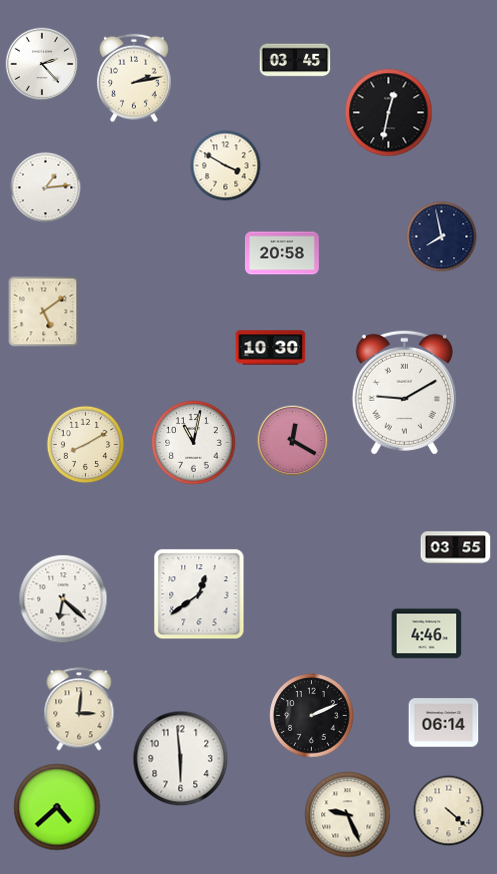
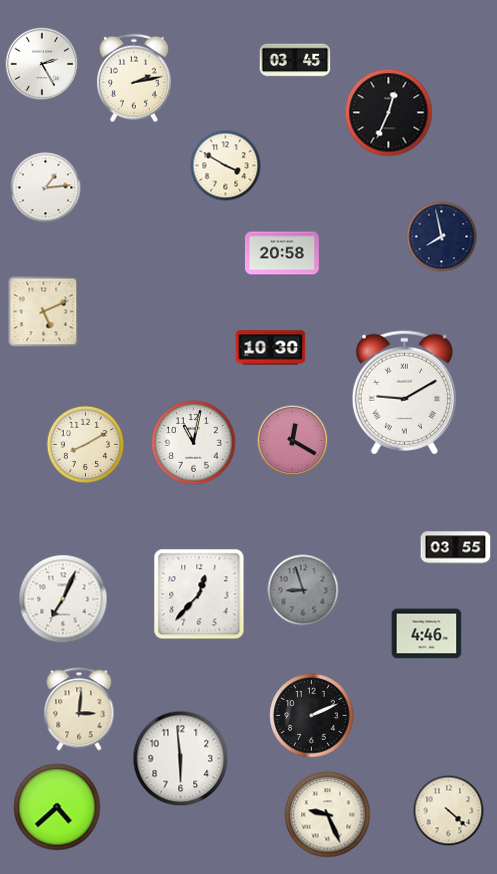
clock at (42, 64): 2:23 -> 2:25
clock at (389, 113): 12:32 -> 12:34
clock at (44, 312): 5:09 -> 5:11
clock at (303, 590): none -> 8:57
clock at (199, 594): 12:39 -> 12:37
clock at (63, 599): 6:22 -> 7:04
clock at (444, 723): 06:14 -> none
clock at (348, 815) position: (348, 815) -> (328, 815)
